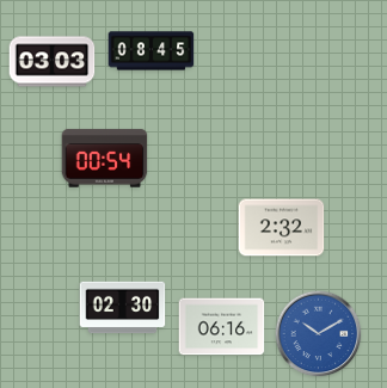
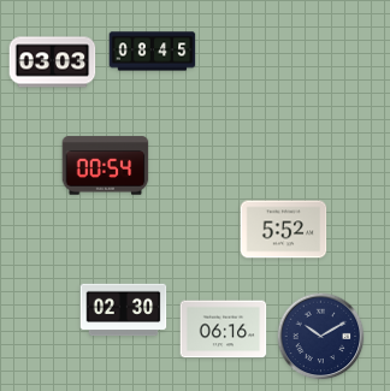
clock at (105, 159) position: (105, 159) -> (106, 166)
clock at (282, 228): 2:32 -> 5:52
clock at (319, 334) dial: blue -> navy
